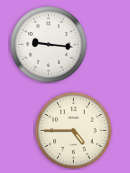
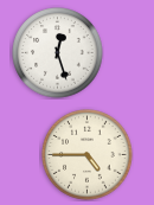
clock at (49, 45): 9:16 -> 12:27
